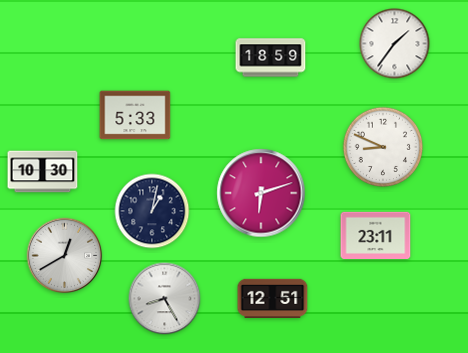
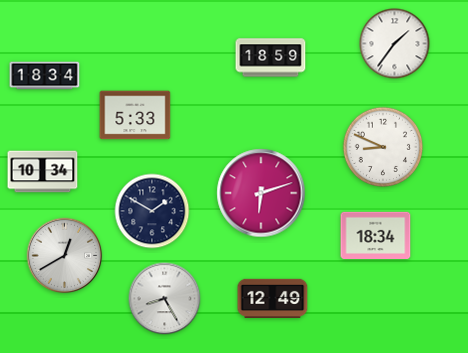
clock at (45, 76): none -> 18:34
clock at (43, 172): 10:30 -> 10:34
clock at (152, 211): 1:02 -> 1:50
clock at (376, 235): 23:11 -> 18:34
clock at (273, 298): 12:51 -> 12:49
